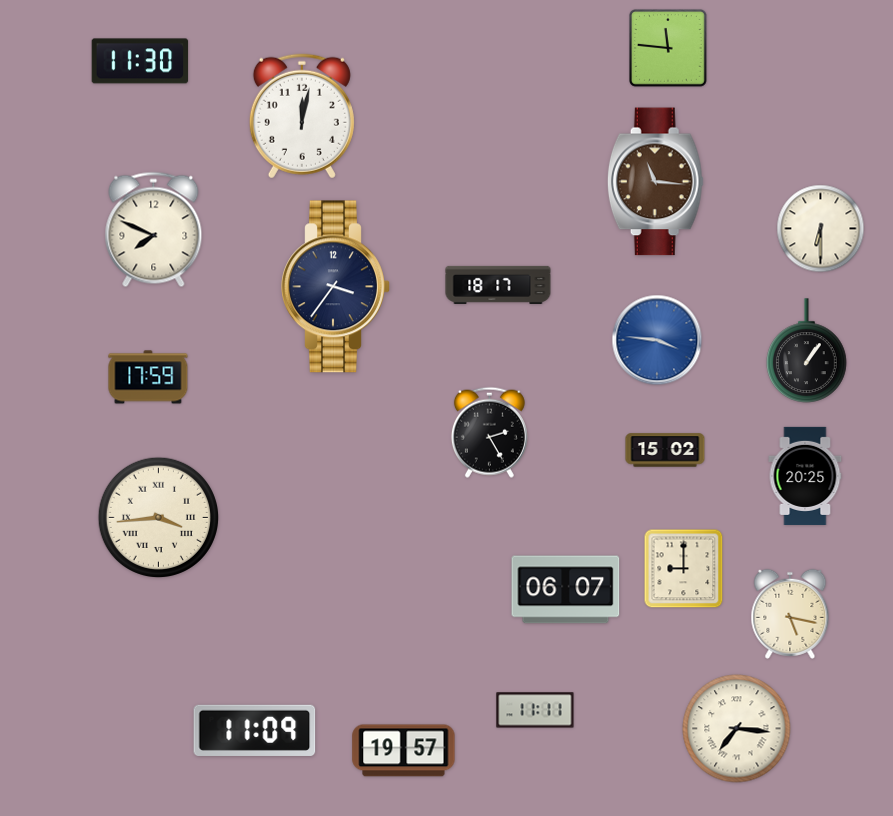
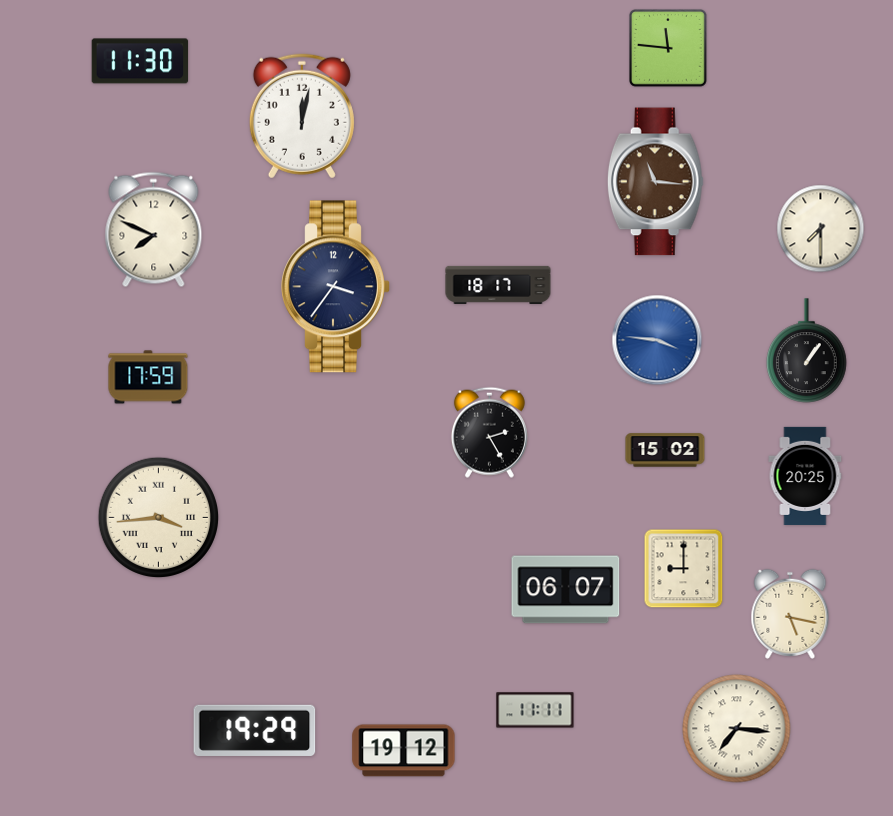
clock at (821, 229): 6:30 -> 7:30
clock at (255, 730): 11:09 -> 19:29
clock at (404, 751): 19:57 -> 19:12
